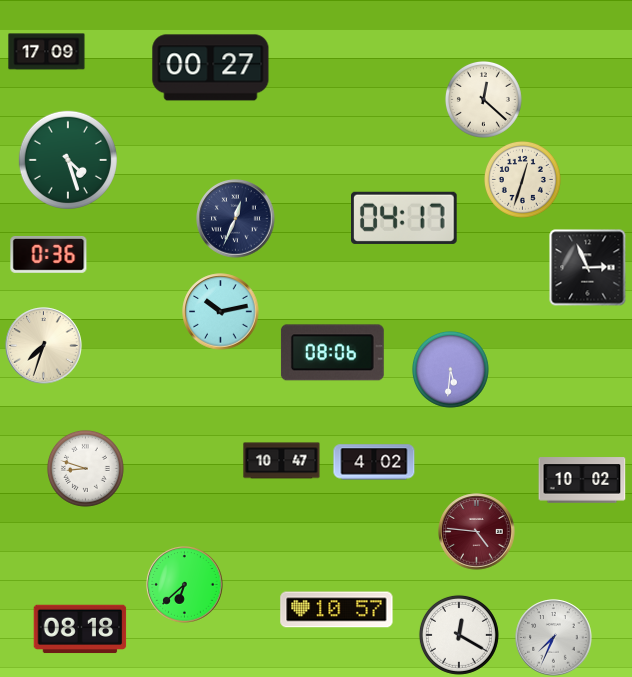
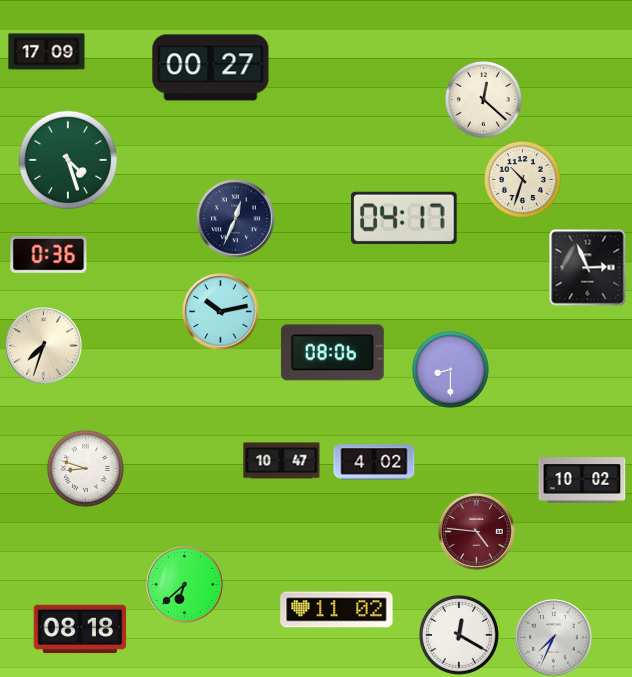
clock at (522, 179): 12:33 -> 10:33
clock at (450, 369): 5:31 -> 8:30
clock at (337, 610): 10:57 -> 11:02
